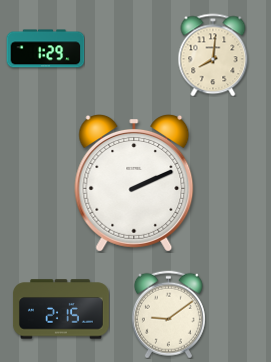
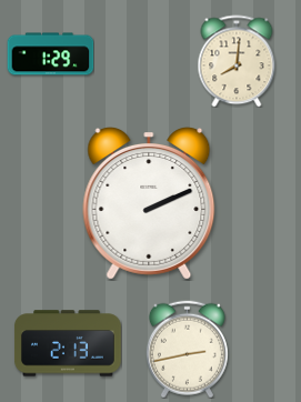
clock at (61, 309): 2:15 -> 2:13
clock at (168, 314): 9:09 -> 2:43
